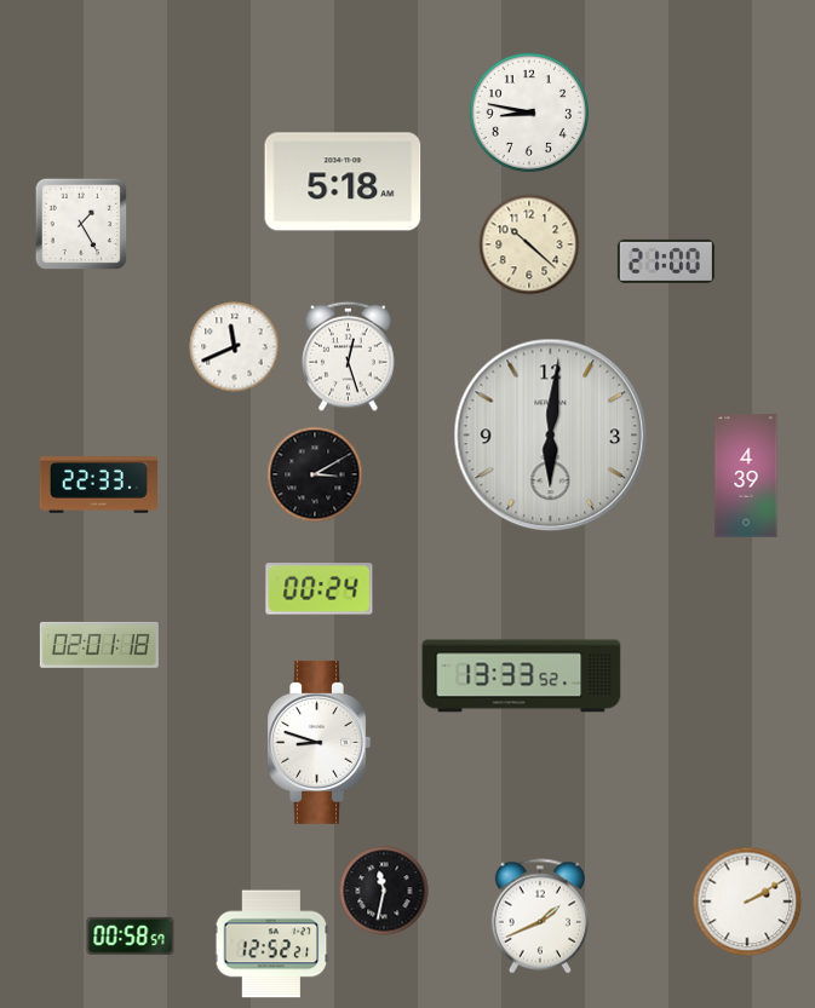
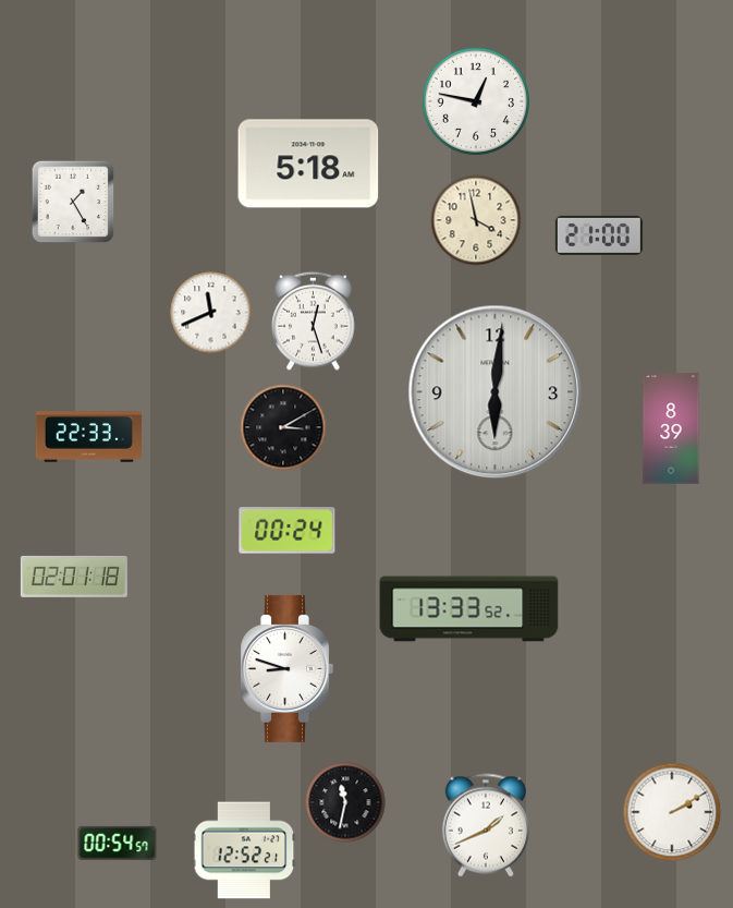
clock at (529, 113): 8:47 -> 12:47
clock at (529, 244): 10:22 -> 3:58
clock at (746, 476): 4:39 -> 8:39
clock at (99, 645) position: (99, 645) -> (74, 577)
clock at (131, 935): 00:58 -> 00:54
